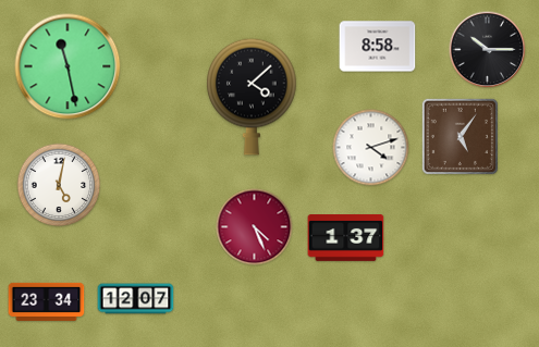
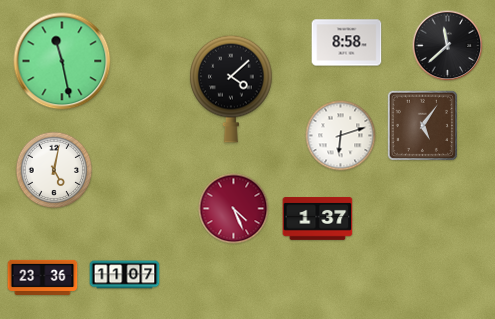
clock at (488, 50): 10:15 -> 11:38
clock at (371, 148): 4:12 -> 6:12
clock at (136, 299): 12:07 -> 11:07
clock at (47, 301): 23:34 -> 23:36
